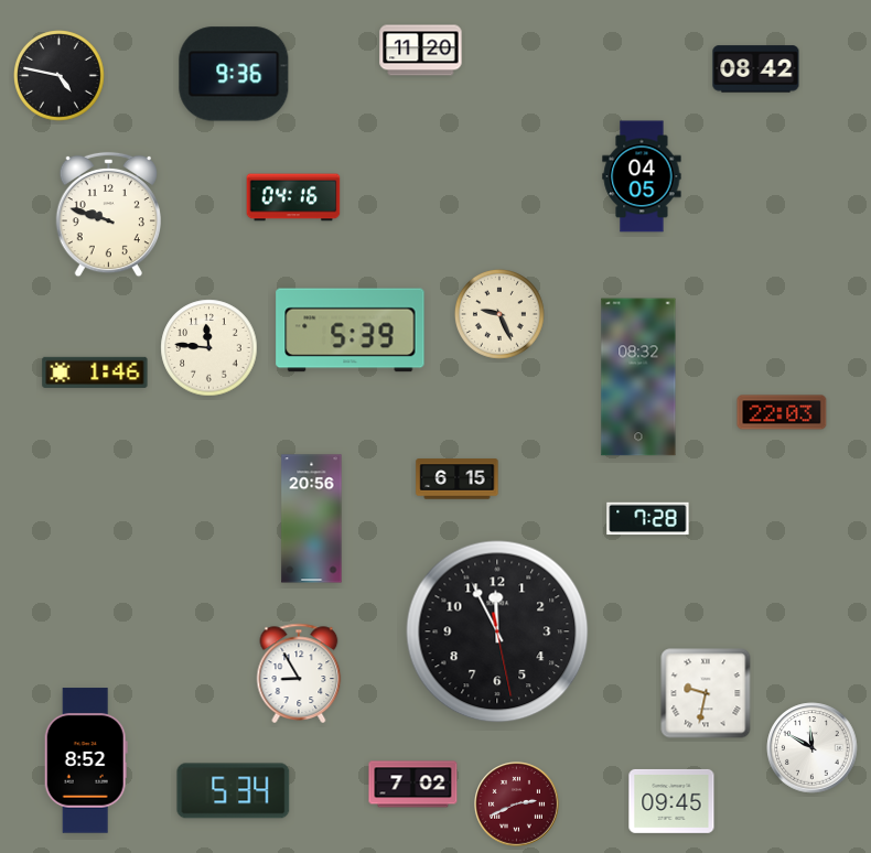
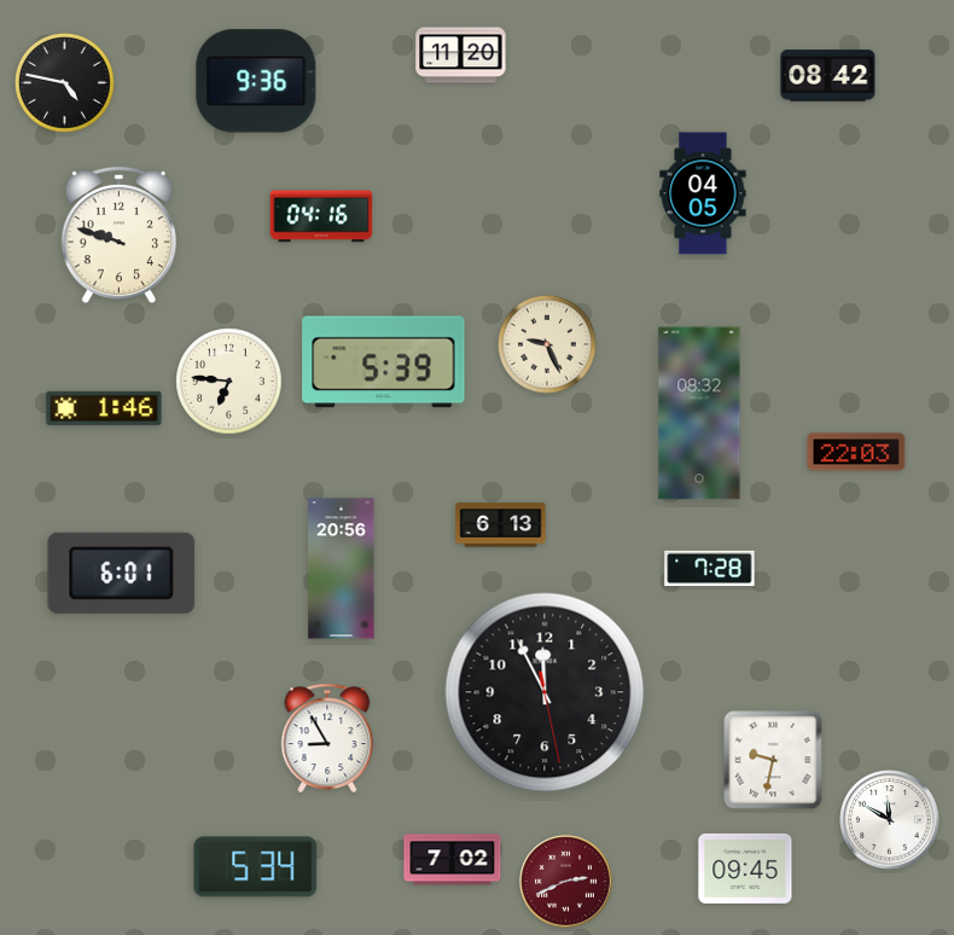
clock at (209, 348): 11:46 -> 6:46
clock at (458, 479): 6:15 -> 6:13
clock at (122, 573): none -> 6:01
clock at (86, 760): 8:52 -> none
clock at (671, 801) position: (671, 801) -> (745, 869)
